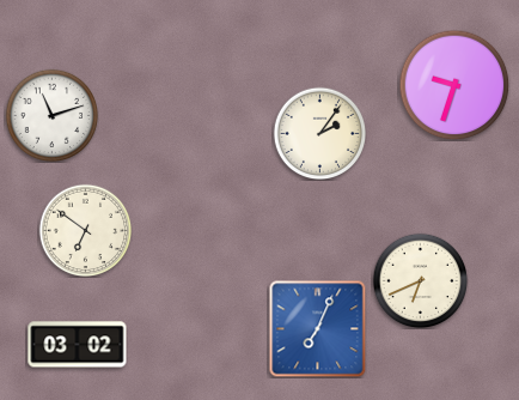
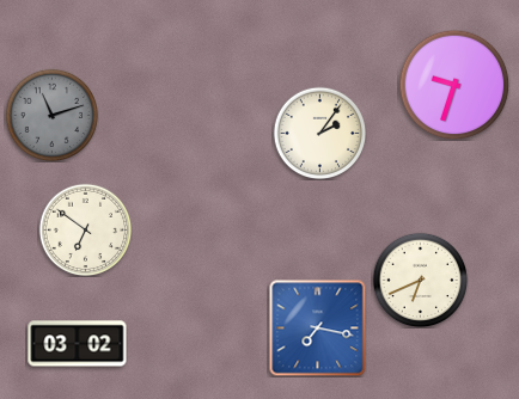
clock at (51, 115) dial: white -> grey
clock at (317, 328): 7:04 -> 7:17
